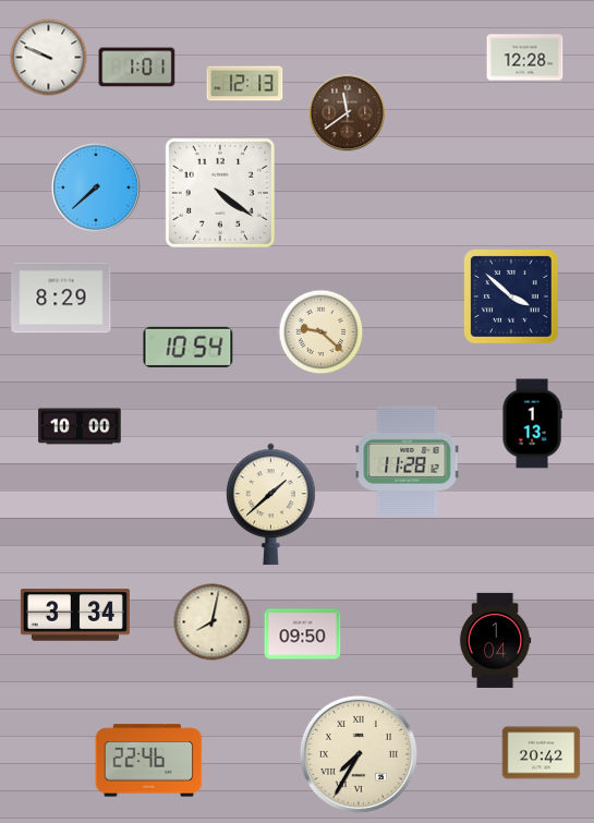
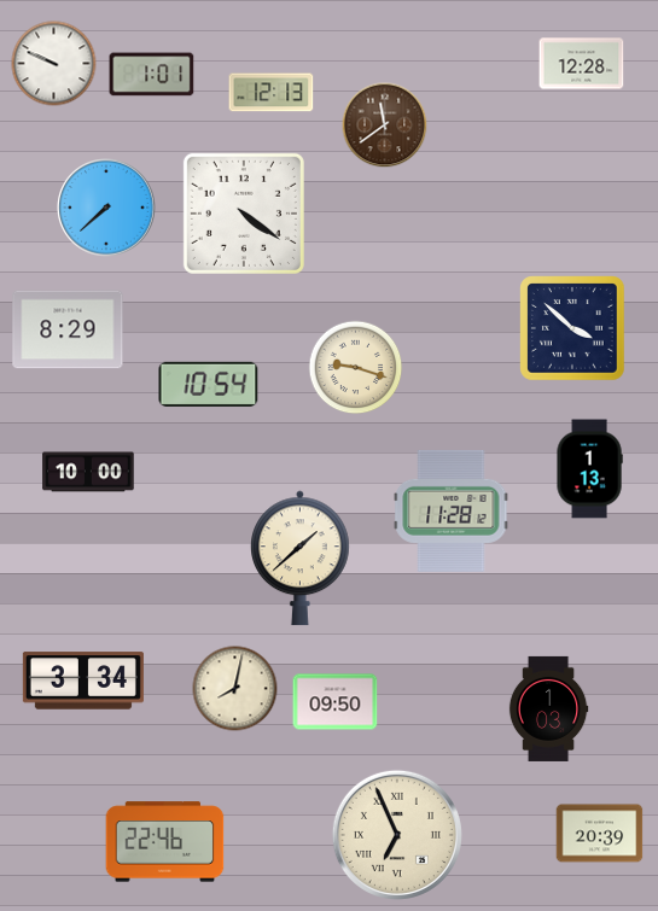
clock at (511, 296) position: (511, 296) -> (572, 328)
clock at (322, 332): 9:22 -> 9:18
clock at (495, 640): 1:04 -> 1:03
clock at (542, 753): 20:42 -> 20:39
clock at (359, 754): 7:35 -> 6:56
